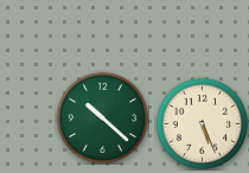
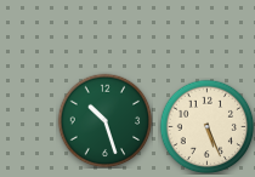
clock at (102, 117): 10:22 -> 10:27
